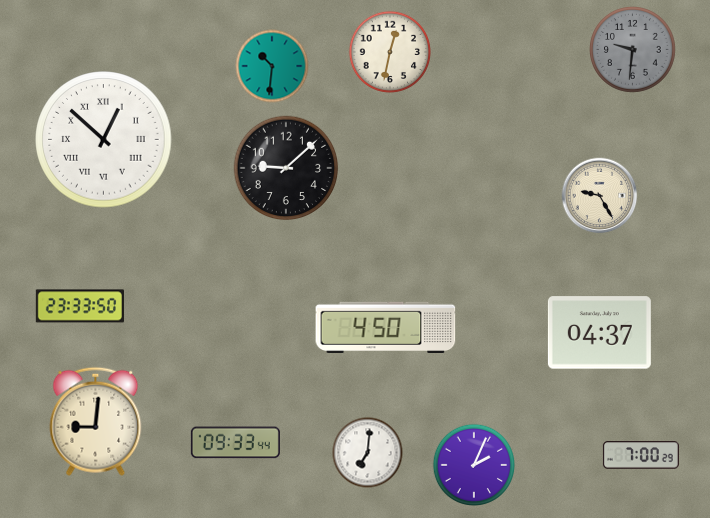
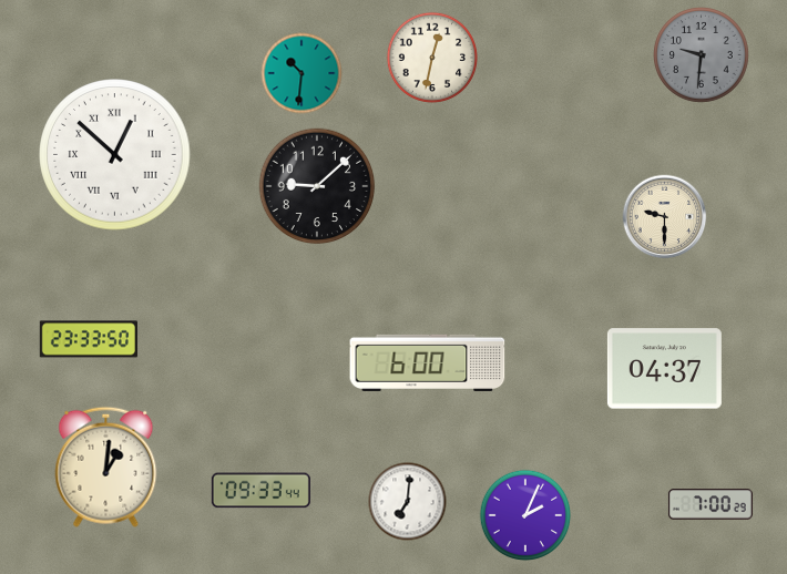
clock at (600, 196): 9:25 -> 9:30
clock at (386, 327): 4:50 -> 6:00
clock at (96, 421): 9:01 -> 1:01
